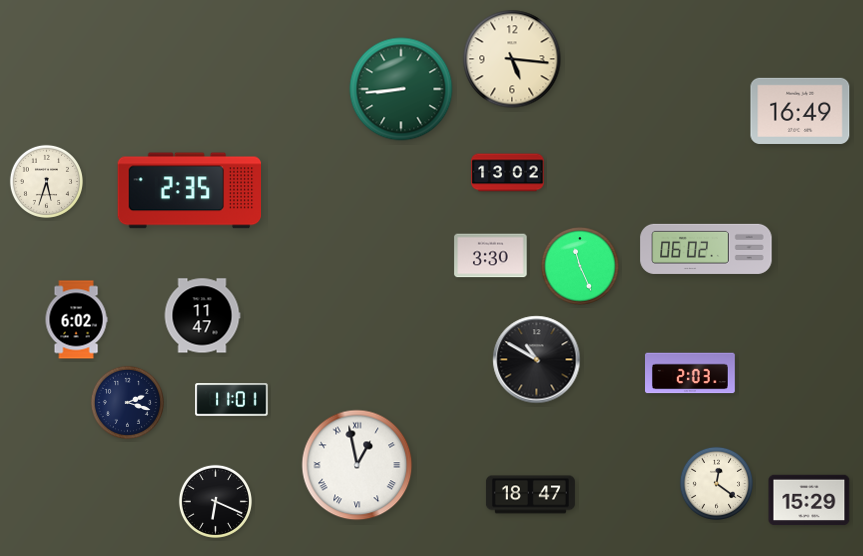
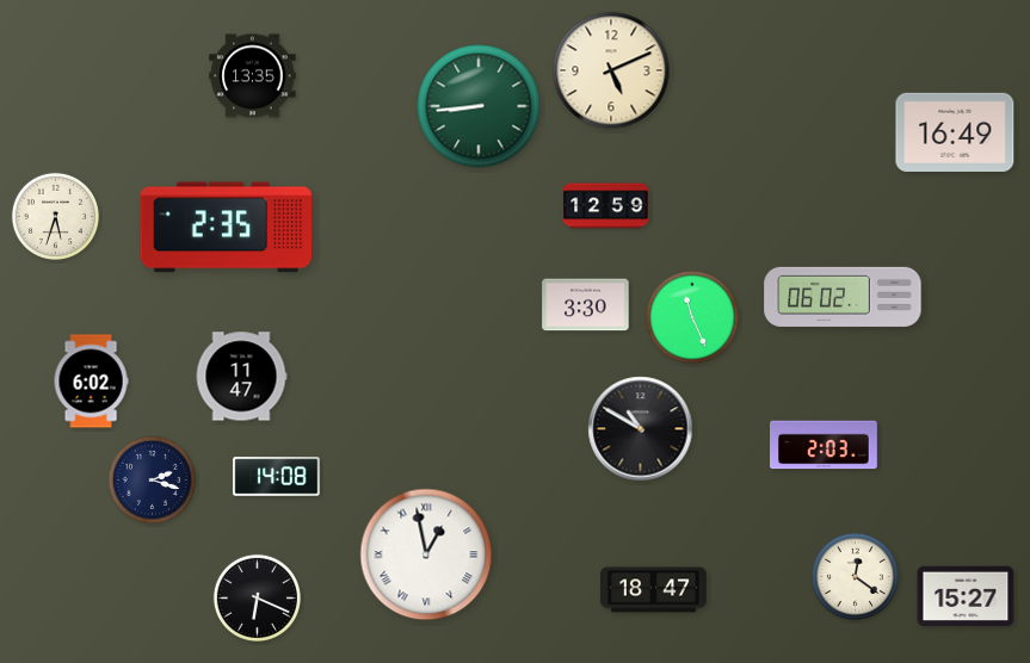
clock at (512, 59): 5:16 -> 5:11
clock at (253, 76): none -> 13:35
clock at (508, 173): 13:02 -> 12:59
clock at (232, 400): 11:01 -> 14:08
clock at (530, 495) position: (530, 495) -> (653, 590)
clock at (809, 500): 15:29 -> 15:27
